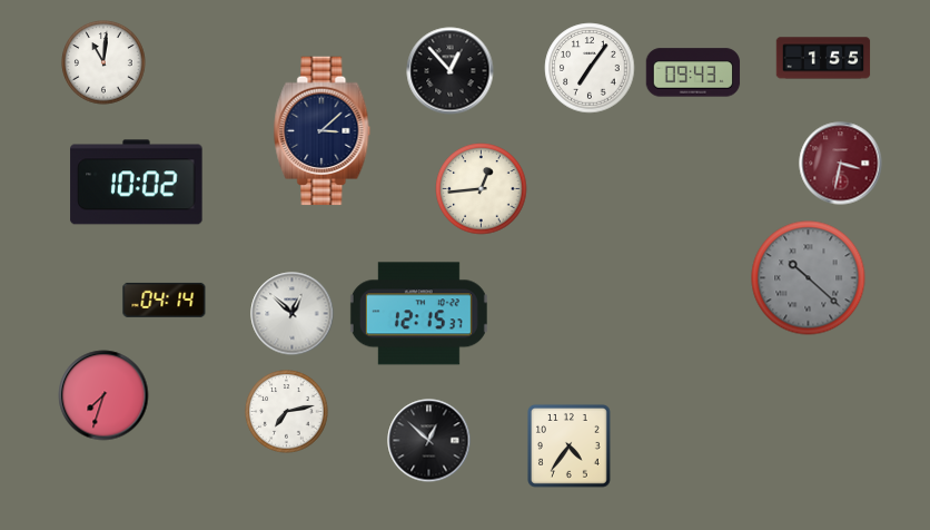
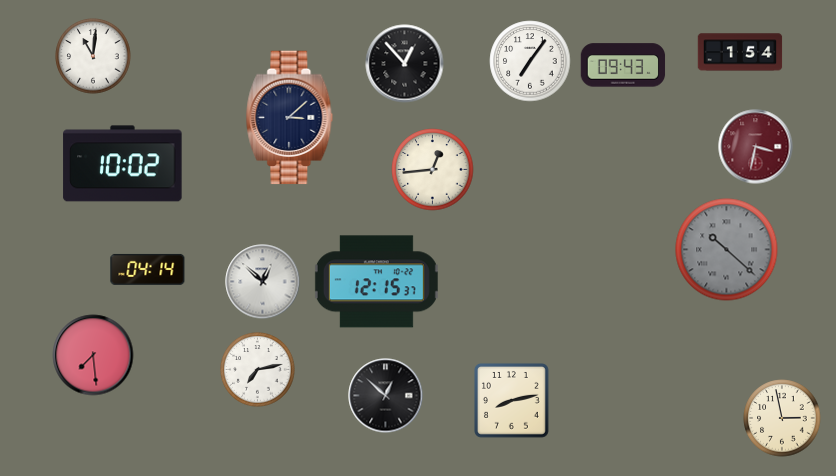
clock at (823, 58): 1:55 -> 1:54
clock at (103, 395): 7:33 -> 7:29
clock at (568, 445): 4:36 -> 8:13
clock at (782, 418): none -> 2:58
